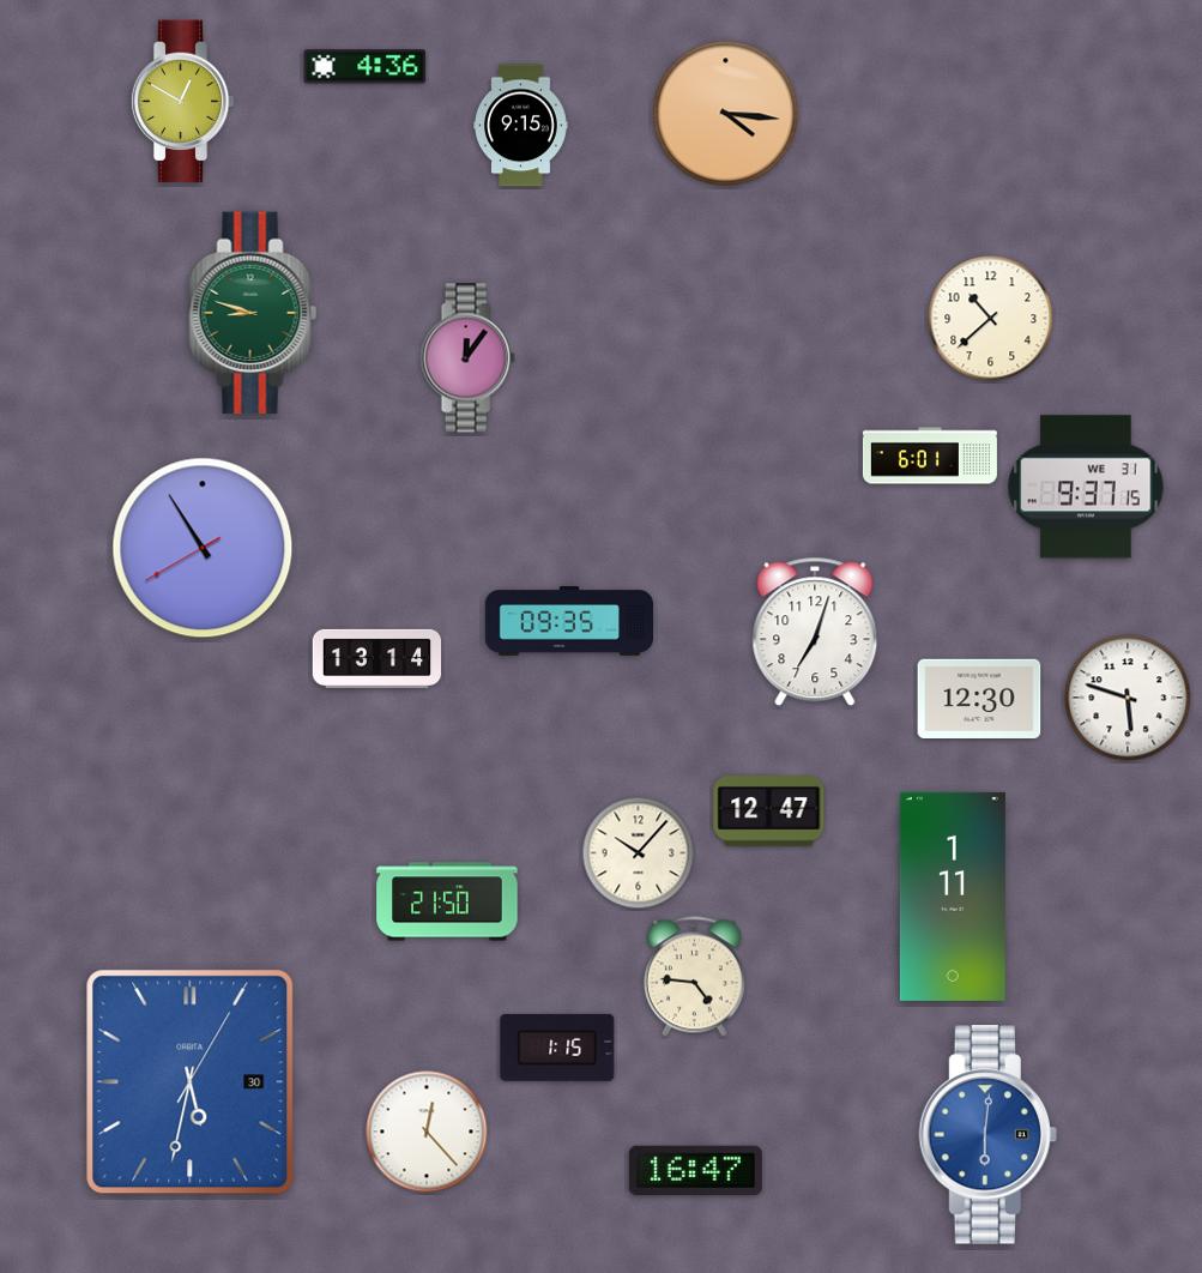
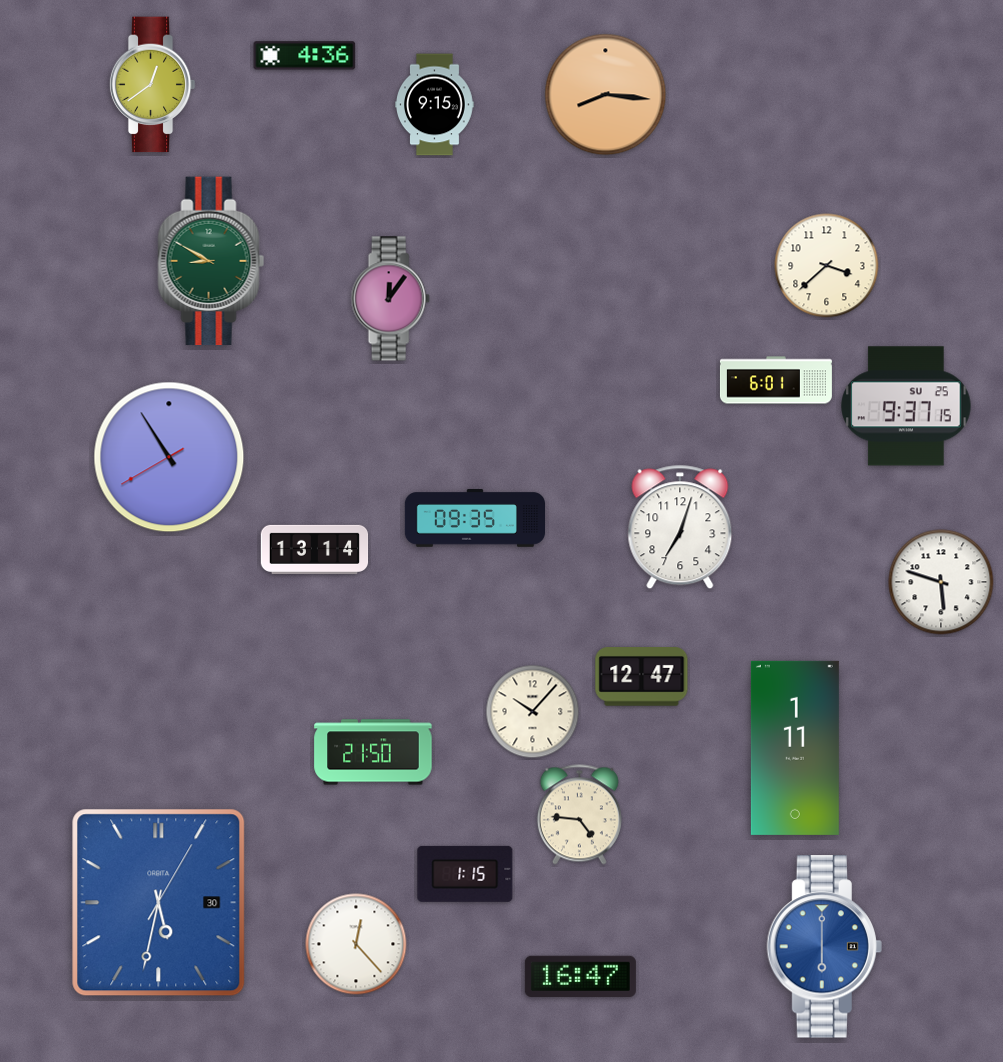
clock at (182, 102): 12:50 -> 12:39
clock at (726, 114): 4:16 -> 8:16
clock at (253, 313): 8:48 -> 8:50
clock at (991, 319): 10:38 -> 3:38
clock at (1086, 487) date: WE 31 -> SU 25
clock at (979, 698): 12:30 -> none
clock at (987, 1135): 6:01 -> 6:00
